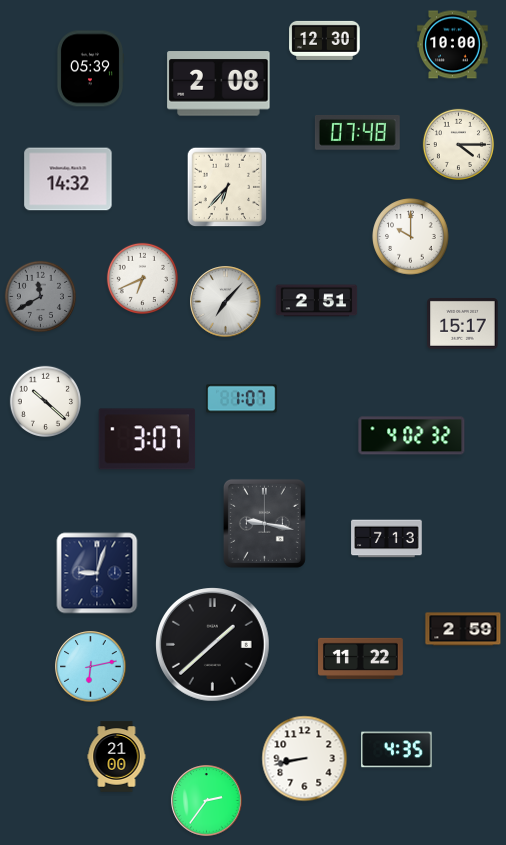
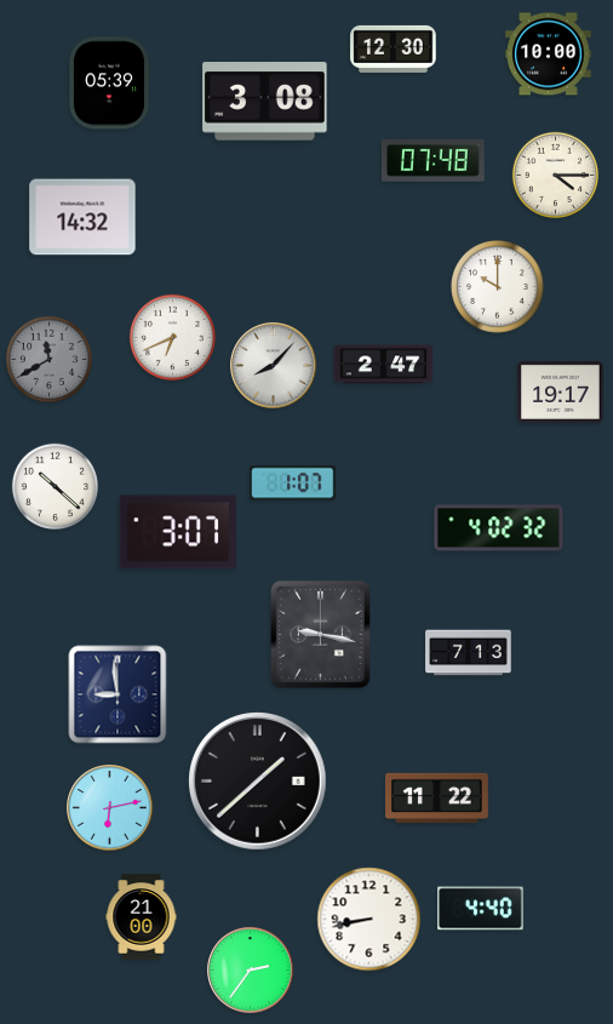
clock at (219, 84): 2:08 -> 3:08
clock at (227, 187): 6:37 -> none
clock at (317, 301): 2:51 -> 2:47
clock at (226, 302): 7:07 -> 8:07
clock at (463, 323): 15:17 -> 19:17
clock at (97, 573): 9:03 -> 8:59
clock at (463, 629): 2:59 -> none
clock at (397, 750): 4:35 -> 4:40
